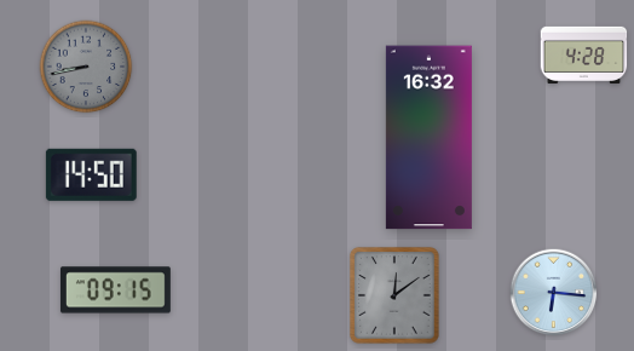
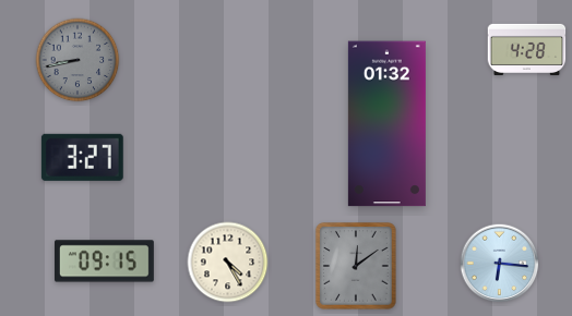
clock at (428, 138): 16:32 -> 01:32
clock at (91, 174): 14:50 -> 3:27
clock at (228, 263): none -> 4:25
